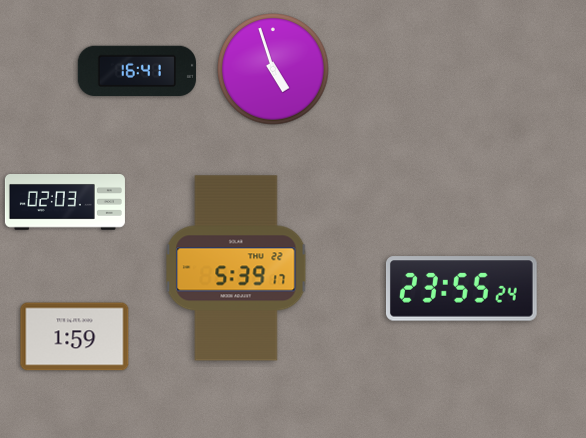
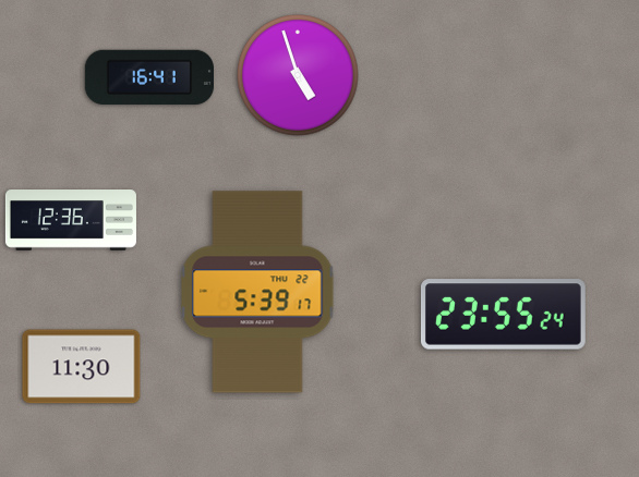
clock at (65, 203): 02:03 -> 12:36
clock at (75, 337): 1:59 -> 11:30
